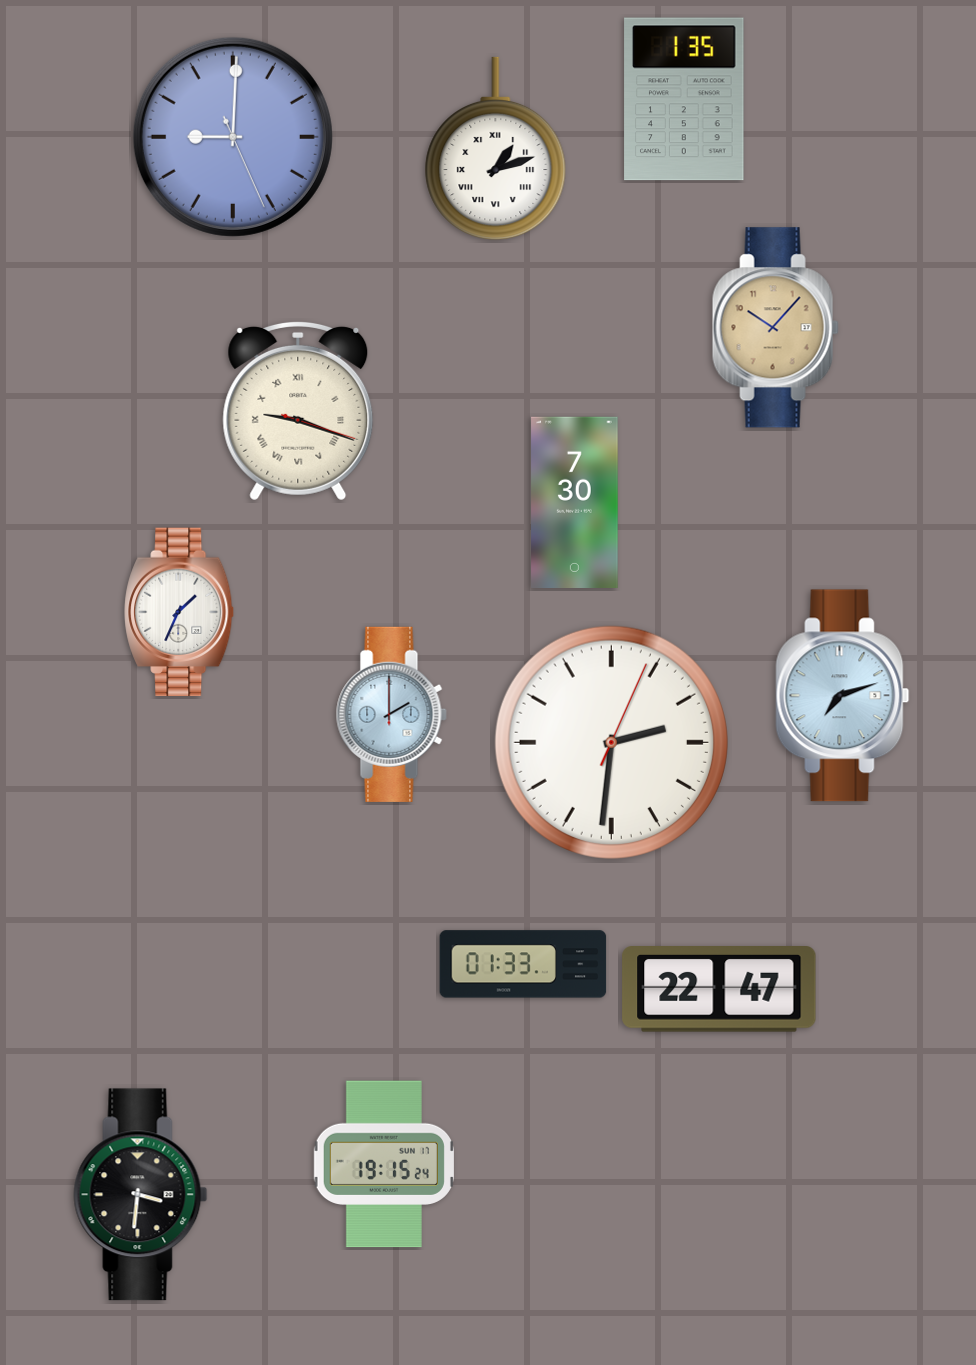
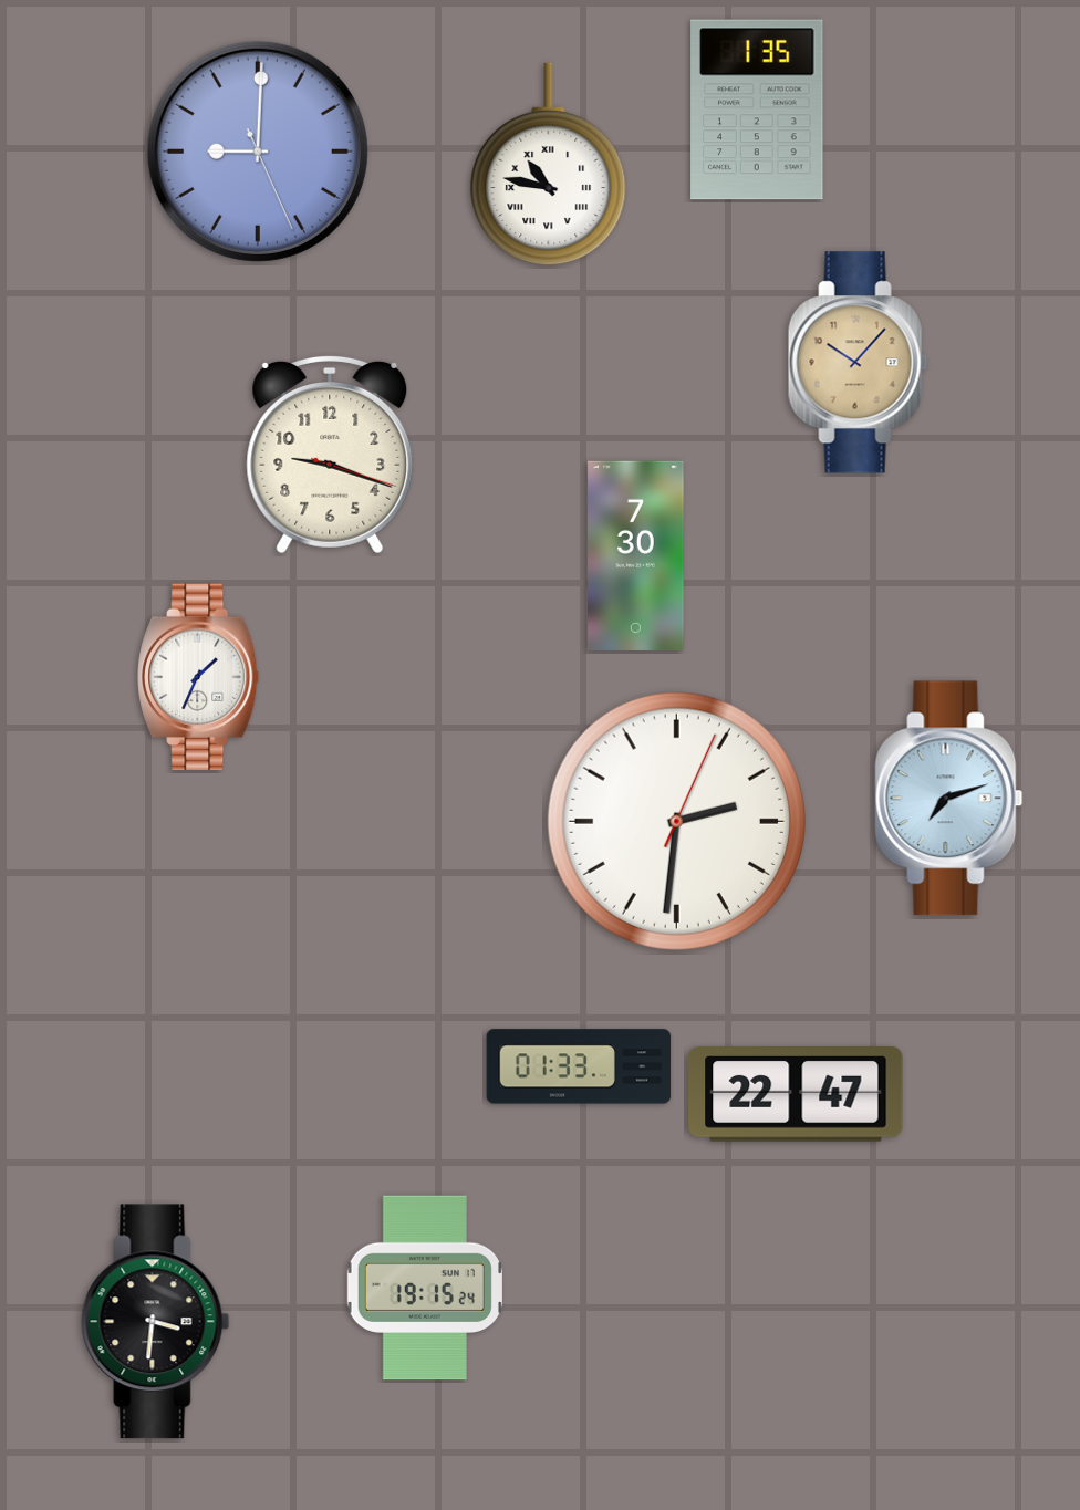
clock at (496, 149): 1:12 -> 10:47
clock at (298, 411) numerals: Roman -> Arabic
clock at (843, 696) position: (843, 696) -> (949, 799)
clock at (391, 714): 2:00 -> none
